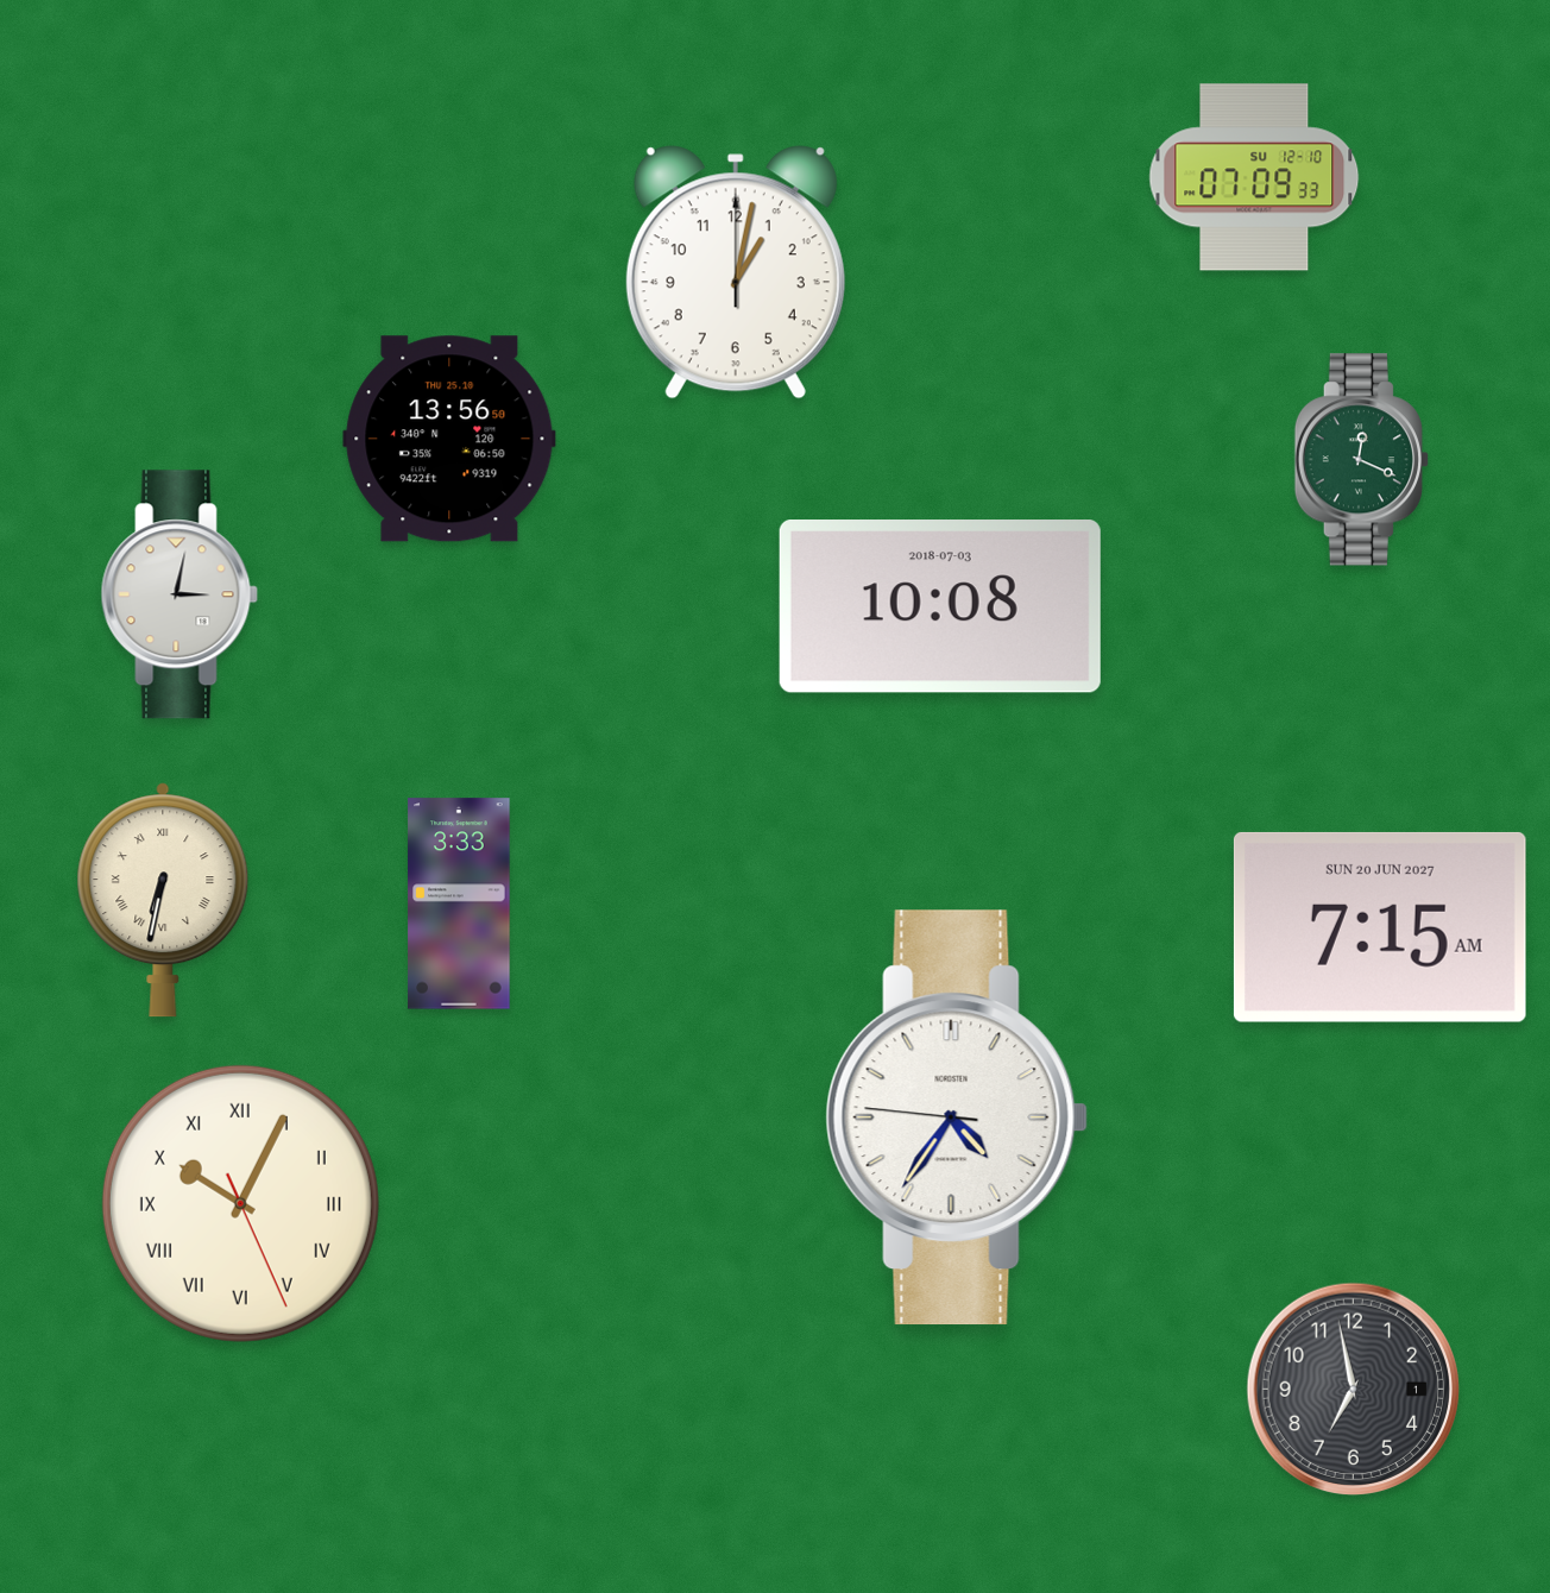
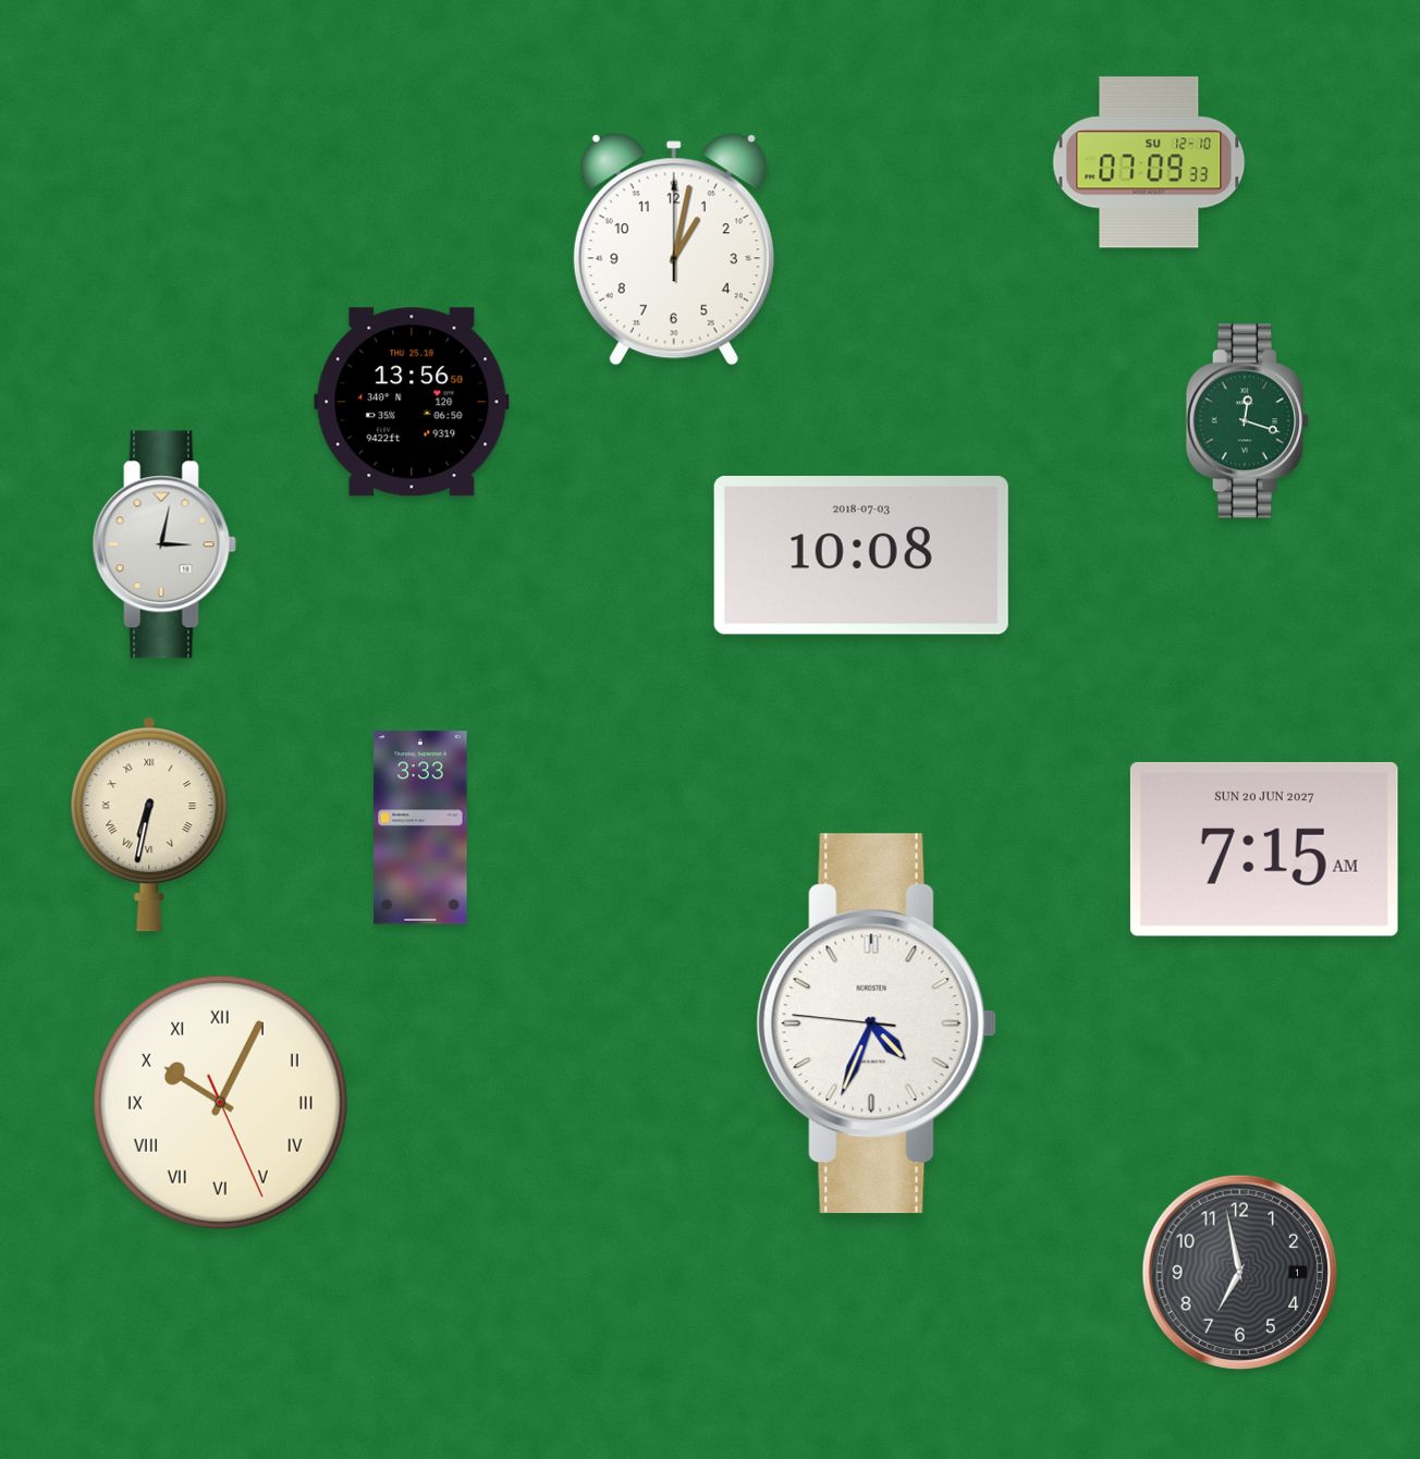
clock at (1361, 460): 12:19 -> 12:18
clock at (957, 1117): 4:35 -> 4:33
